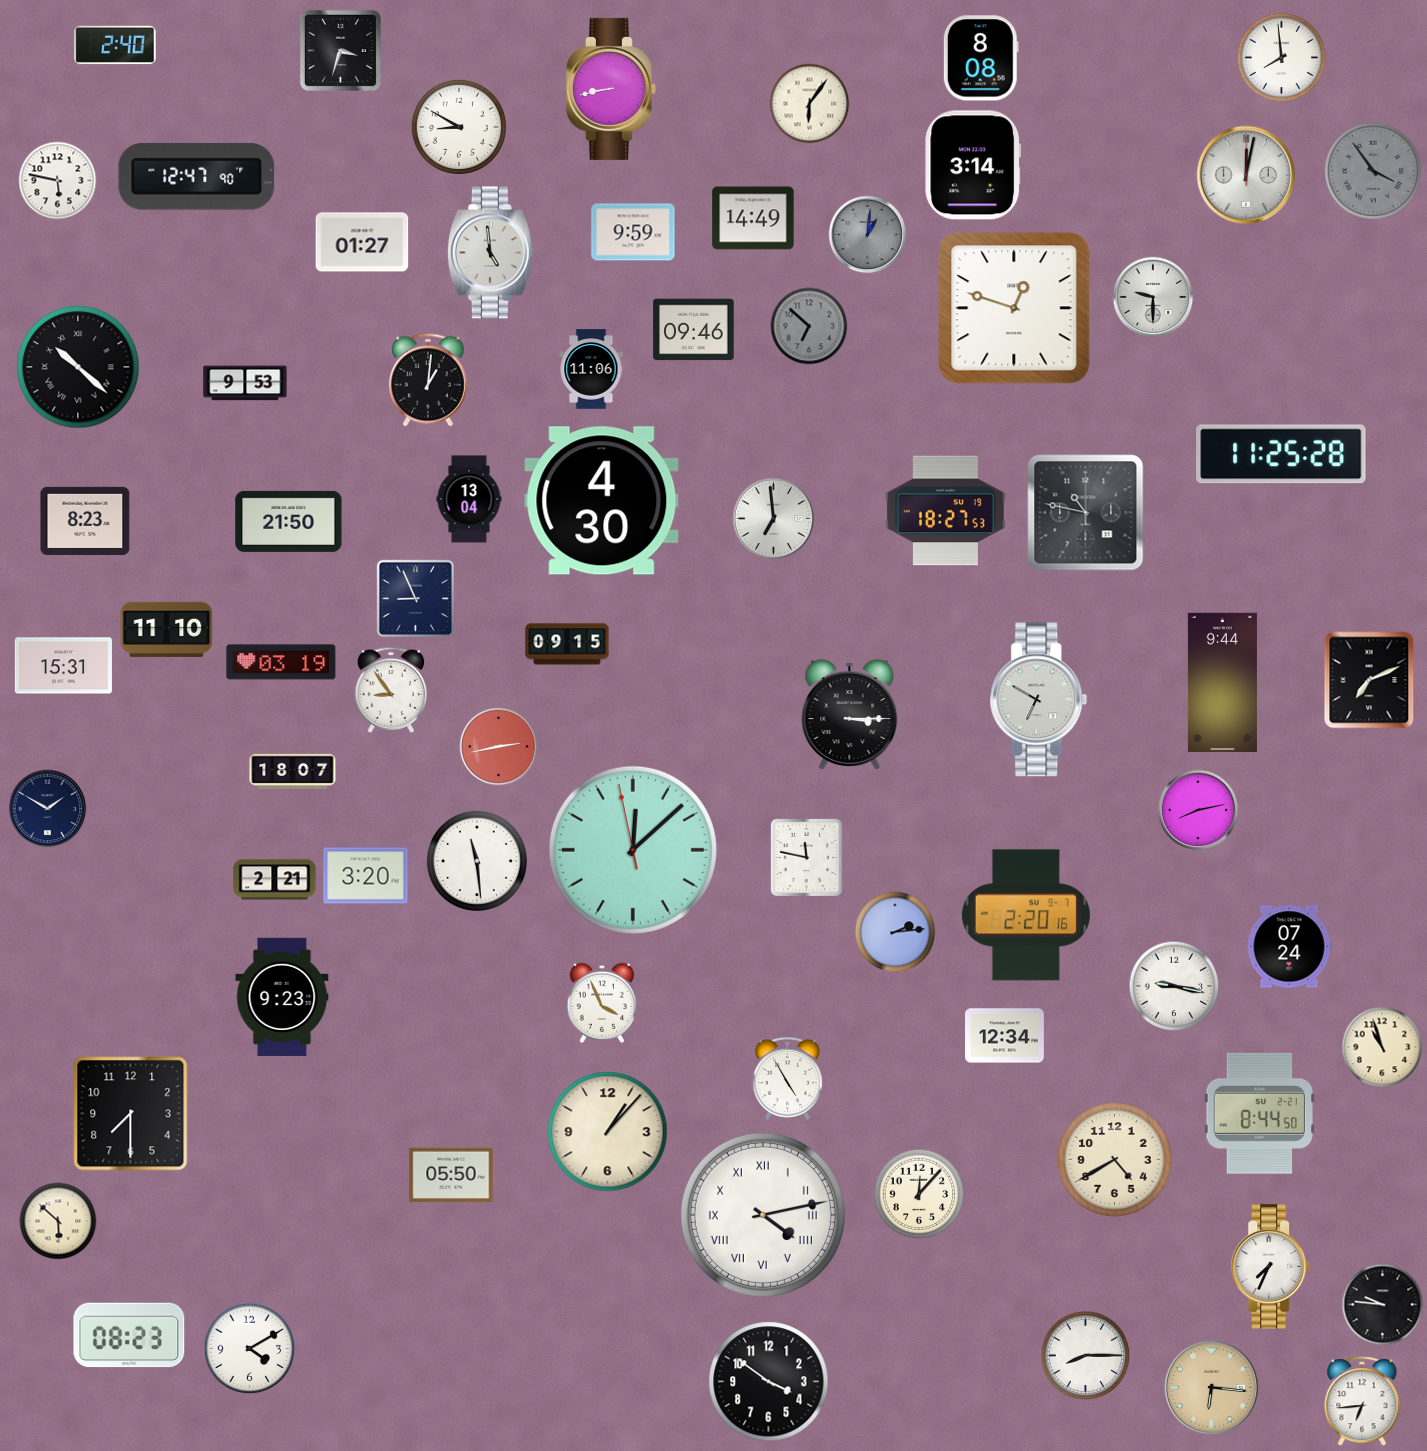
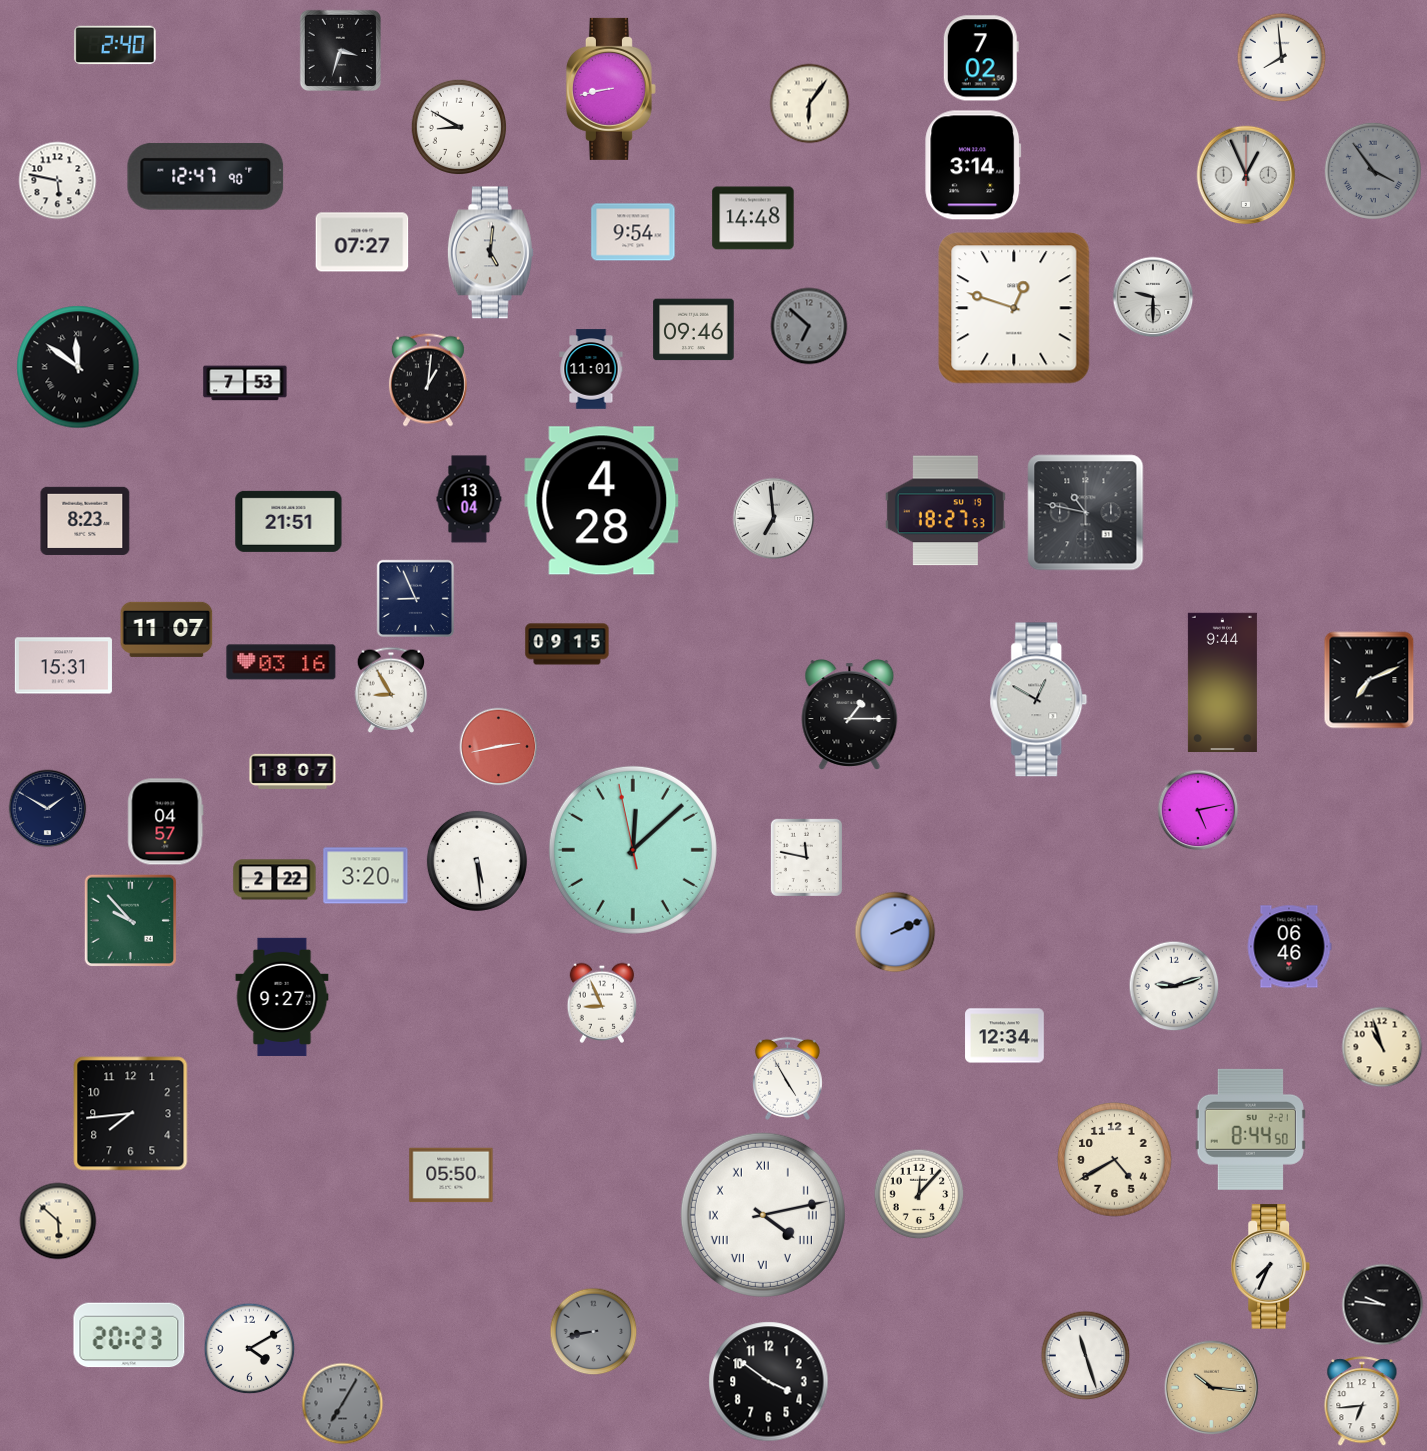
clock at (981, 58): 8:08 -> 7:02
clock at (1246, 175): 12:02 -> 12:56
clock at (197, 177) position: (197, 177) -> (206, 177)
clock at (753, 218): 14:49 -> 14:48
clock at (633, 232): 9:59 -> 9:54
clock at (868, 235): 1:01 -> none
clock at (362, 242): 01:27 -> 07:27
clock at (490, 253): 4:59 -> 5:01
clock at (78, 367): 10:22 -> 11:51
clock at (591, 369): 11:06 -> 11:01
clock at (245, 383): 9:53 -> 7:53
clock at (1281, 454): 11:25 -> none
clock at (602, 501): 4:30 -> 4:28
clock at (289, 521): 21:50 -> 21:51
clock at (167, 629): 11:10 -> 11:07
clock at (281, 662): 03:19 -> 03:16
clock at (391, 690): 8:54 -> 8:55
clock at (1039, 700): 6:50 -> 12:50
clock at (850, 715): 3:15 -> 1:15
clock at (1198, 810): 8:13 -> 5:13
clock at (166, 822): none -> 04:57
clock at (477, 861): 11:29 -> 5:29
clock at (275, 880): 2:21 -> 2:22
clock at (1026, 915): 2:20 -> none
clock at (131, 921): none -> 9:53
clock at (895, 932): 2:14 -> 2:11
clock at (1289, 947): 07:24 -> 06:46
clock at (1174, 986): 9:17 -> 9:12
clock at (282, 997): 9:23 -> 9:27
clock at (602, 1003): 3:56 -> 8:56
clock at (1259, 1113) position: (1259, 1113) -> (1250, 1129)
clock at (131, 1114): 7:30 -> 7:44
clock at (608, 1132): 1:07 -> none
clock at (594, 1332): none -> 8:43
clock at (129, 1335): 08:23 -> 20:23
clock at (1086, 1356): 8:15 -> 11:27
clock at (1212, 1388): 6:16 -> 10:16
clock at (343, 1404): none -> 7:05
